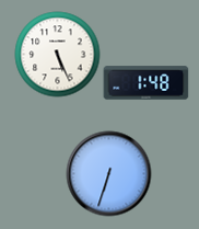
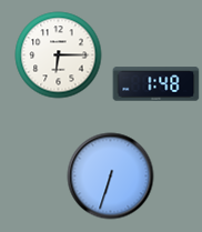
clock at (57, 54): 5:26 -> 6:15
clock at (145, 83) position: (145, 83) -> (155, 84)
